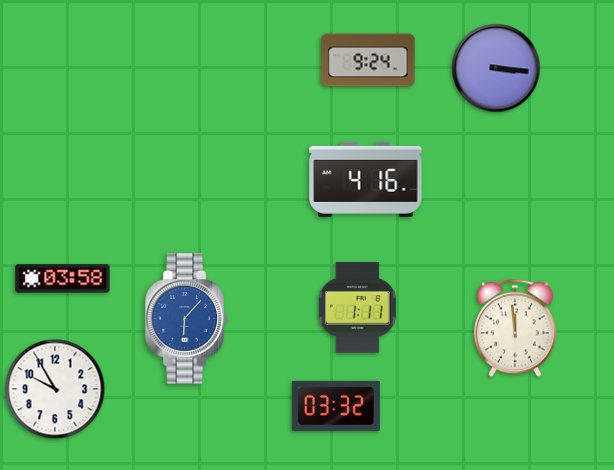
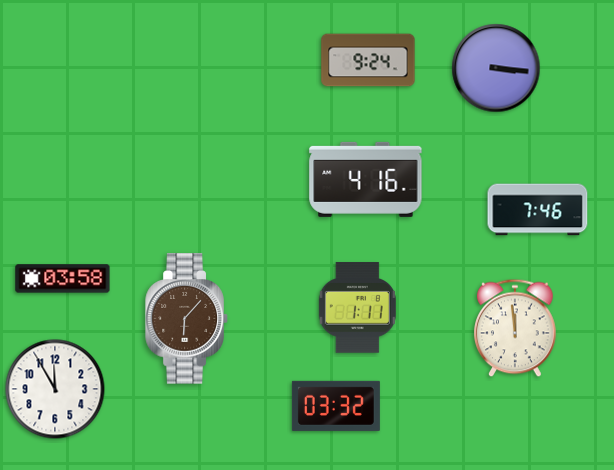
clock at (538, 210): none -> 7:46
clock at (187, 319) dial: blue -> brown
clock at (55, 389): 9:55 -> 11:55
